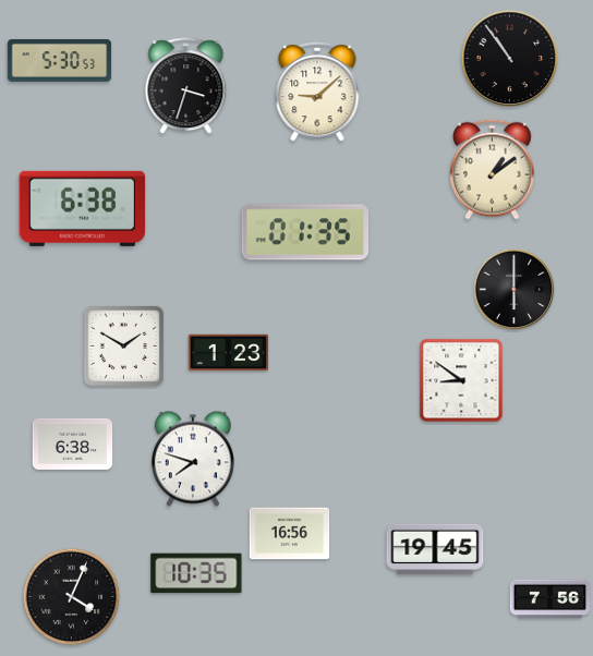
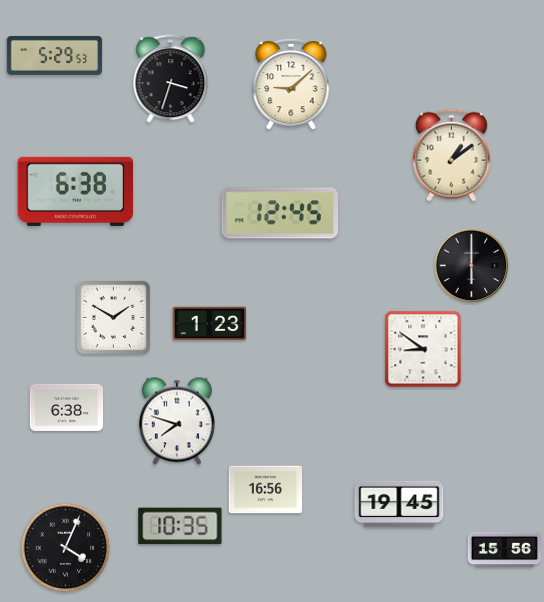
clock at (510, 59): 10:54 -> none
clock at (60, 60): 5:30 -> 5:29
clock at (304, 232): 01:35 -> 12:45
clock at (550, 599): 7:56 -> 15:56
